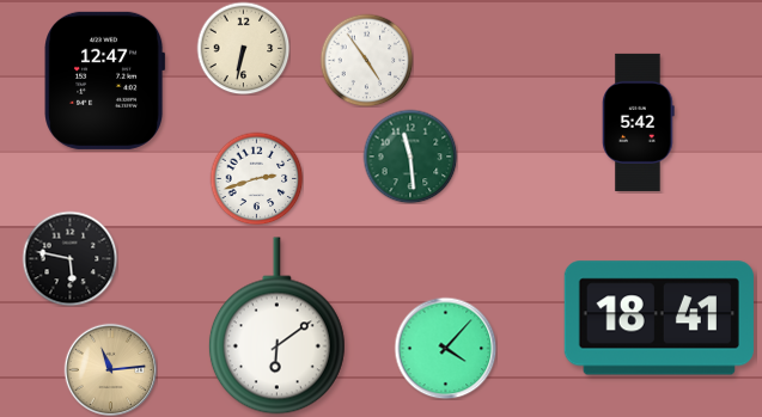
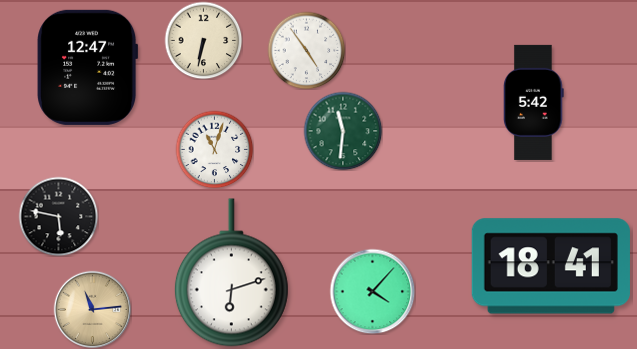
clock at (410, 157): 11:29 -> 11:31
clock at (256, 178): 2:42 -> 11:03
clock at (276, 326): 6:09 -> 6:12
